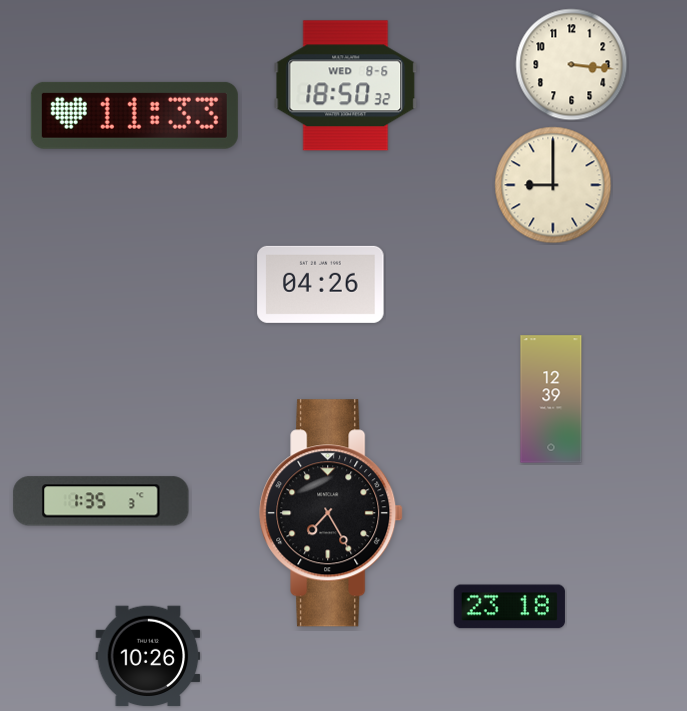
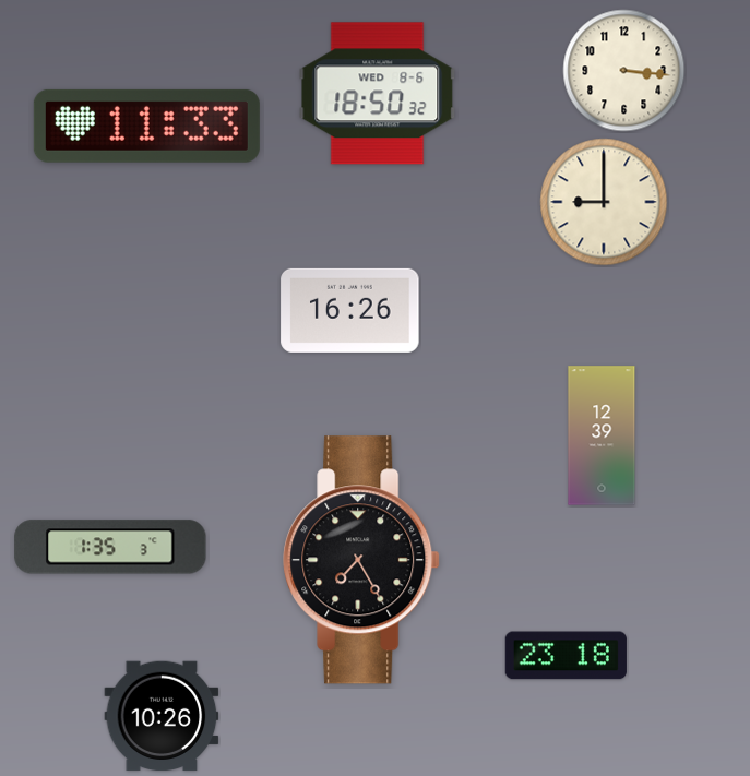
clock at (321, 284): 04:26 -> 16:26
clock at (509, 607) position: (509, 607) -> (566, 656)
